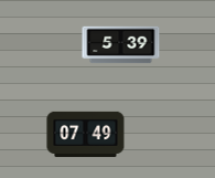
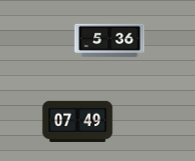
clock at (121, 45): 5:39 -> 5:36
